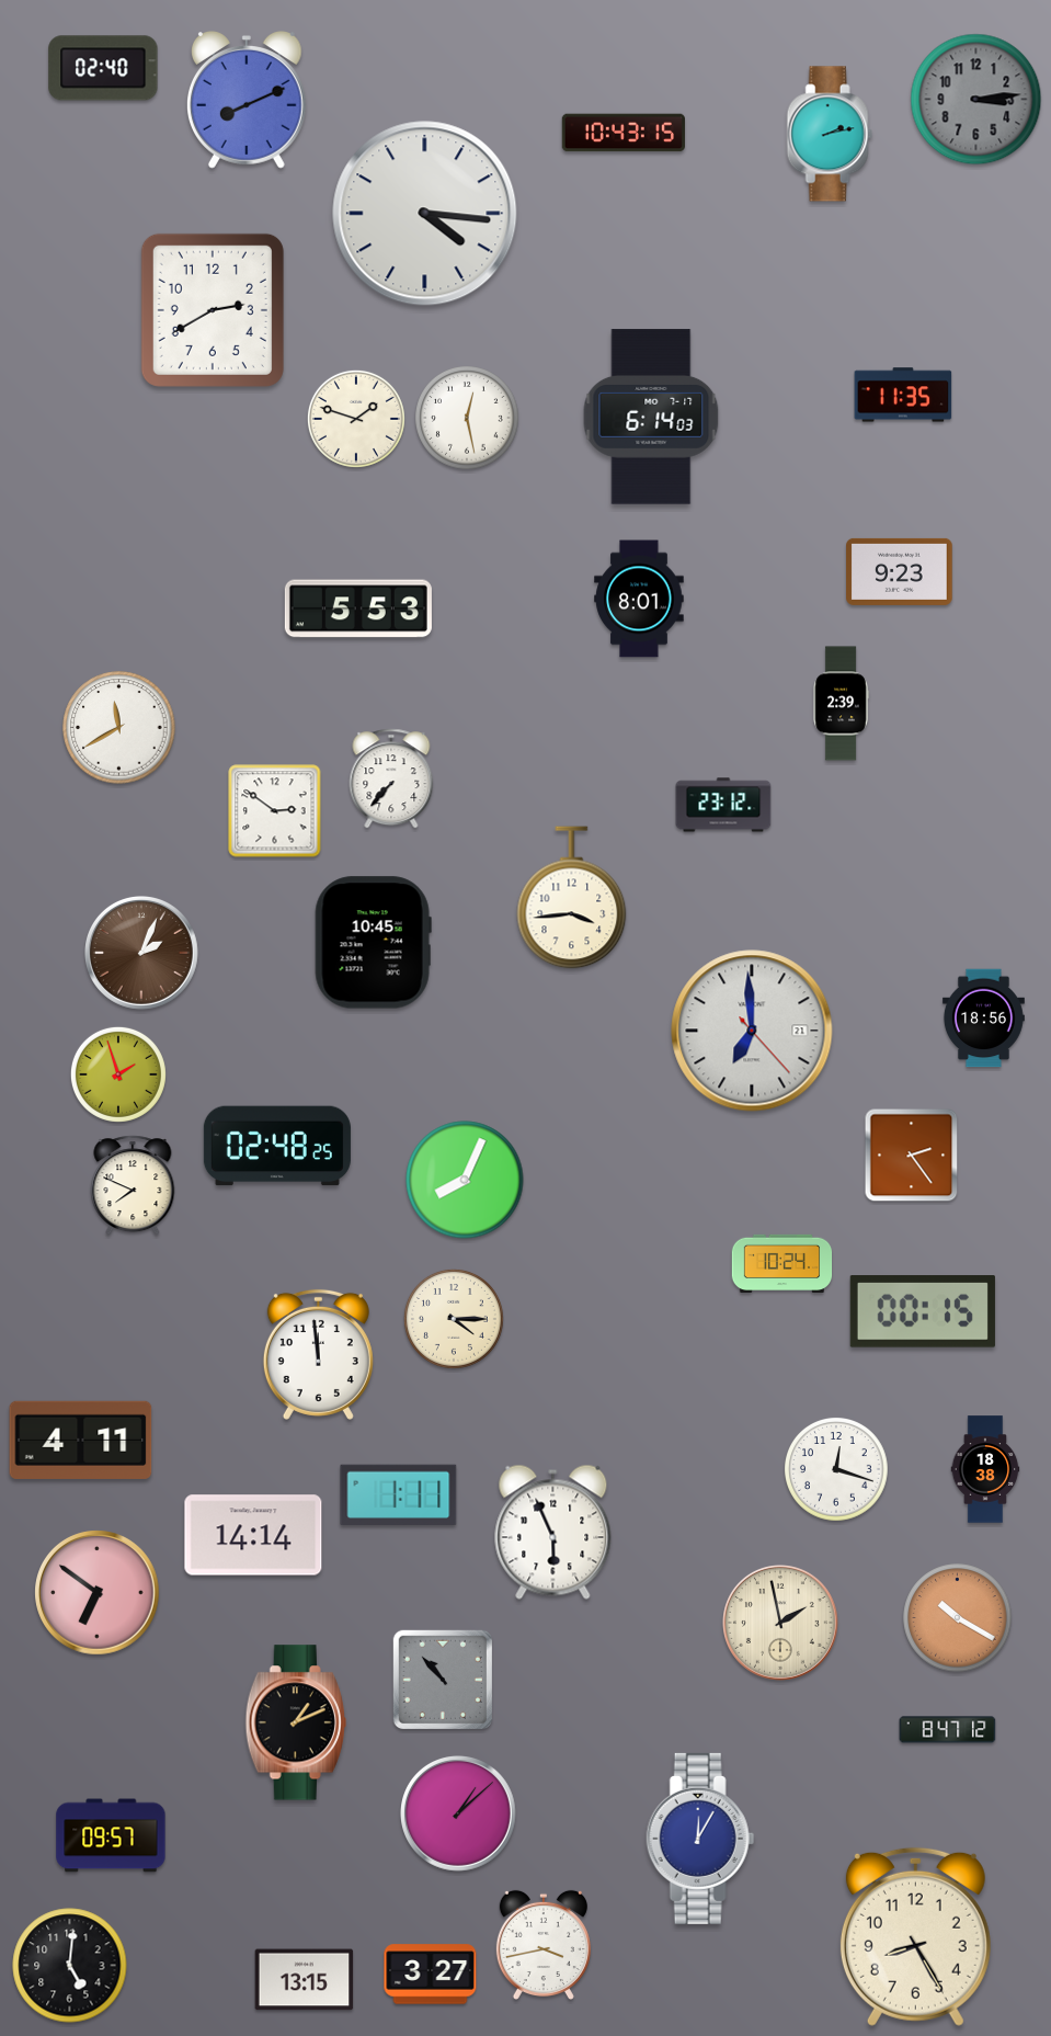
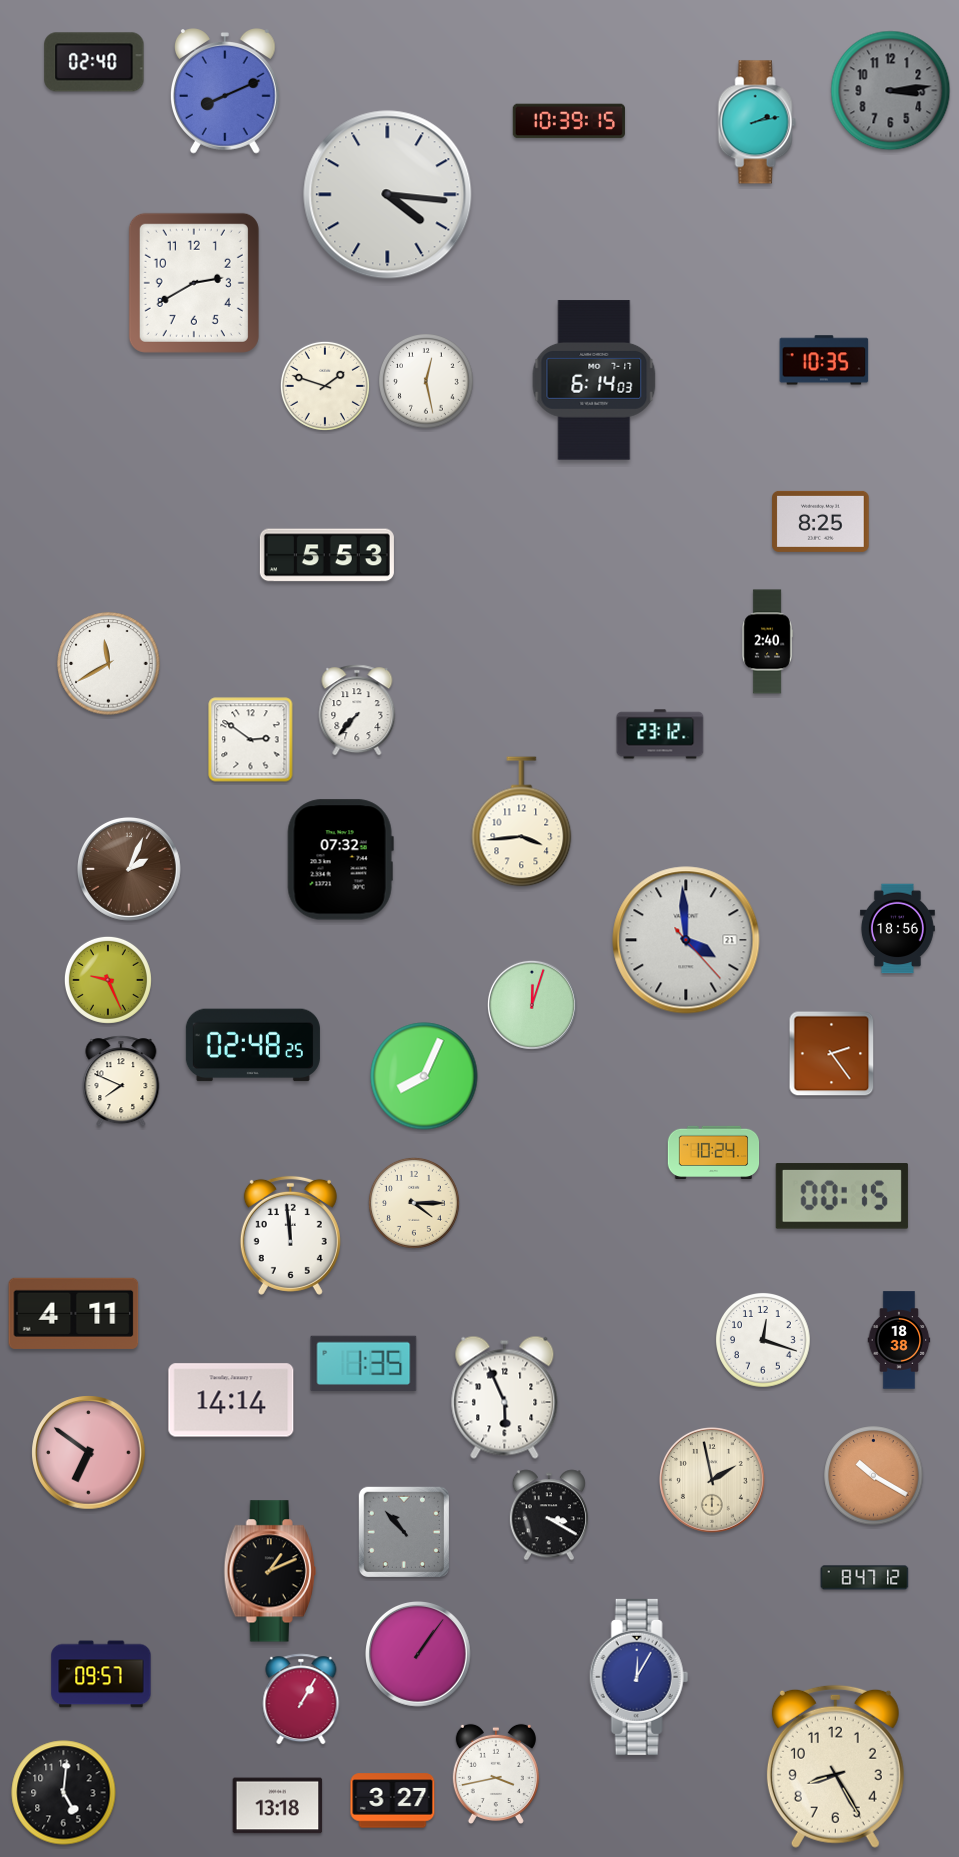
clock at (624, 133): 10:43 -> 10:39
clock at (903, 395): 11:35 -> 10:35
clock at (356, 419) position: (356, 419) -> (325, 386)
clock at (900, 571): 9:23 -> 8:25
clock at (639, 599): 8:01 -> none
clock at (841, 704): 2:39 -> 2:40
clock at (572, 898) position: (572, 898) -> (522, 822)
clock at (373, 943): 10:45 -> 07:32
clock at (752, 1031): 6:59 -> 3:59
clock at (118, 1074): 1:57 -> 9:26
clock at (532, 1005): none -> 12:03
clock at (399, 1494): 1:11 -> 1:35
clock at (549, 1515): none -> 3:20
clock at (459, 1815): 1:08 -> 1:06
clock at (301, 1699): none -> 1:05
clock at (305, 1980): 13:15 -> 13:18
